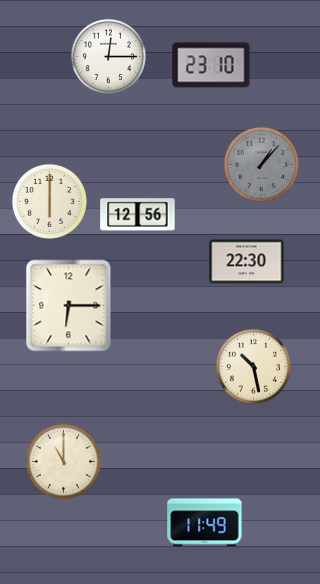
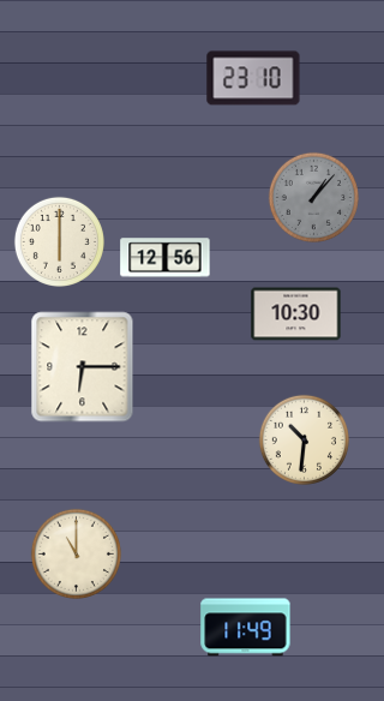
clock at (108, 56): 12:15 -> none
clock at (247, 262): 22:30 -> 10:30
clock at (253, 366): 10:28 -> 10:31
